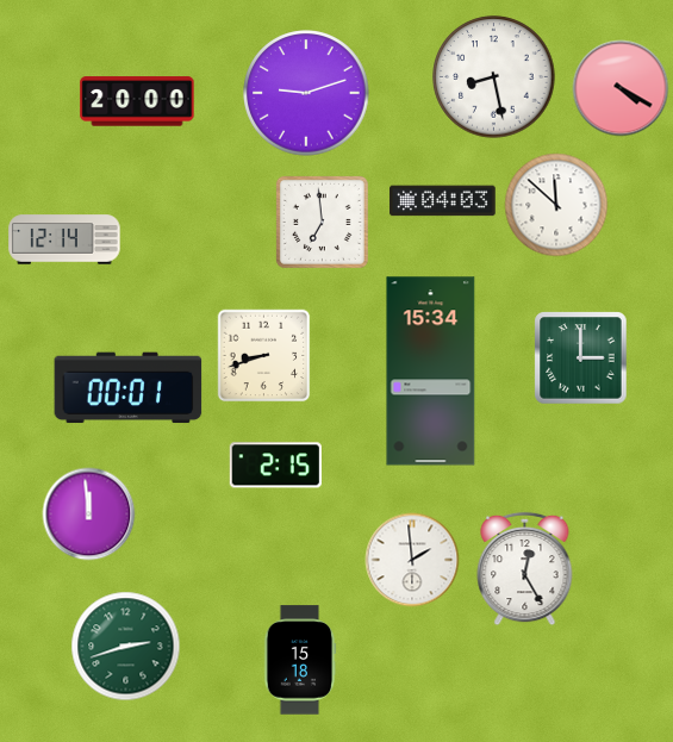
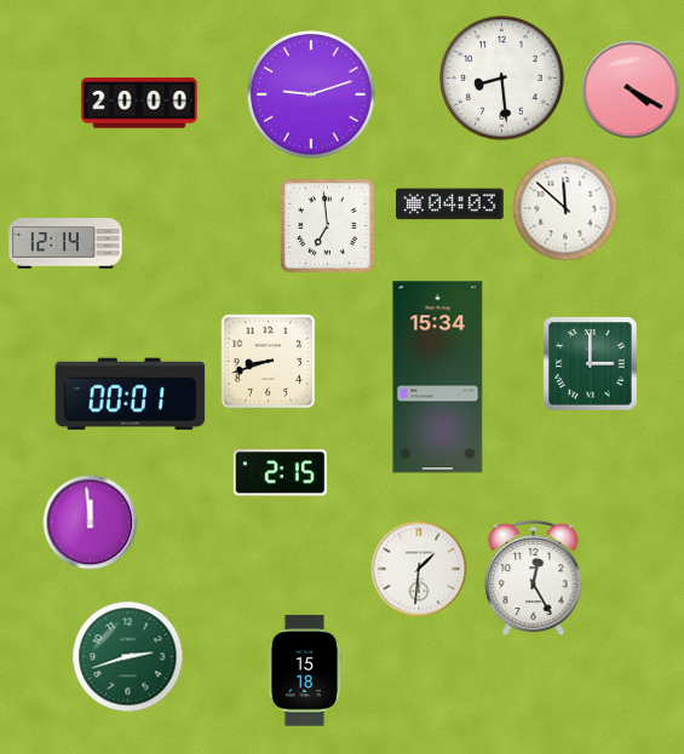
clock at (494, 77): 8:28 -> 8:29
clock at (412, 560): 1:59 -> 1:31
